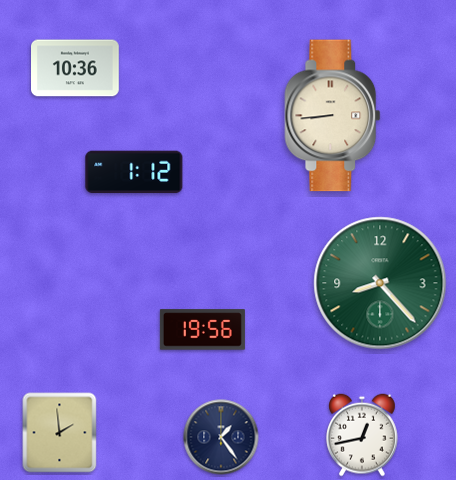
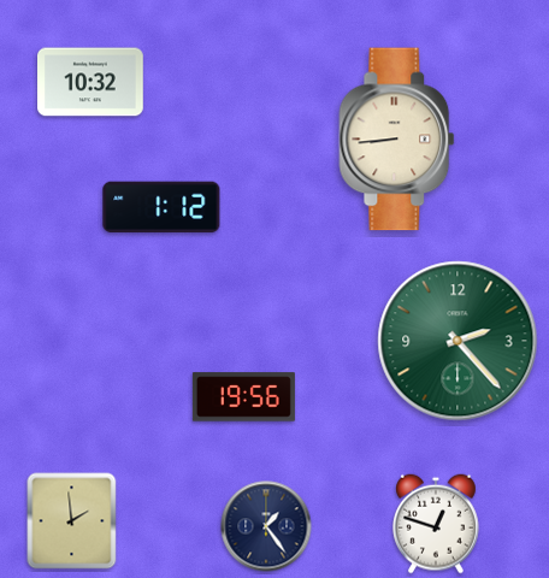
clock at (76, 68): 10:36 -> 10:32
clock at (333, 116) position: (333, 116) -> (397, 140)
clock at (380, 283): 8:23 -> 2:23
clock at (363, 435): 12:43 -> 12:48
